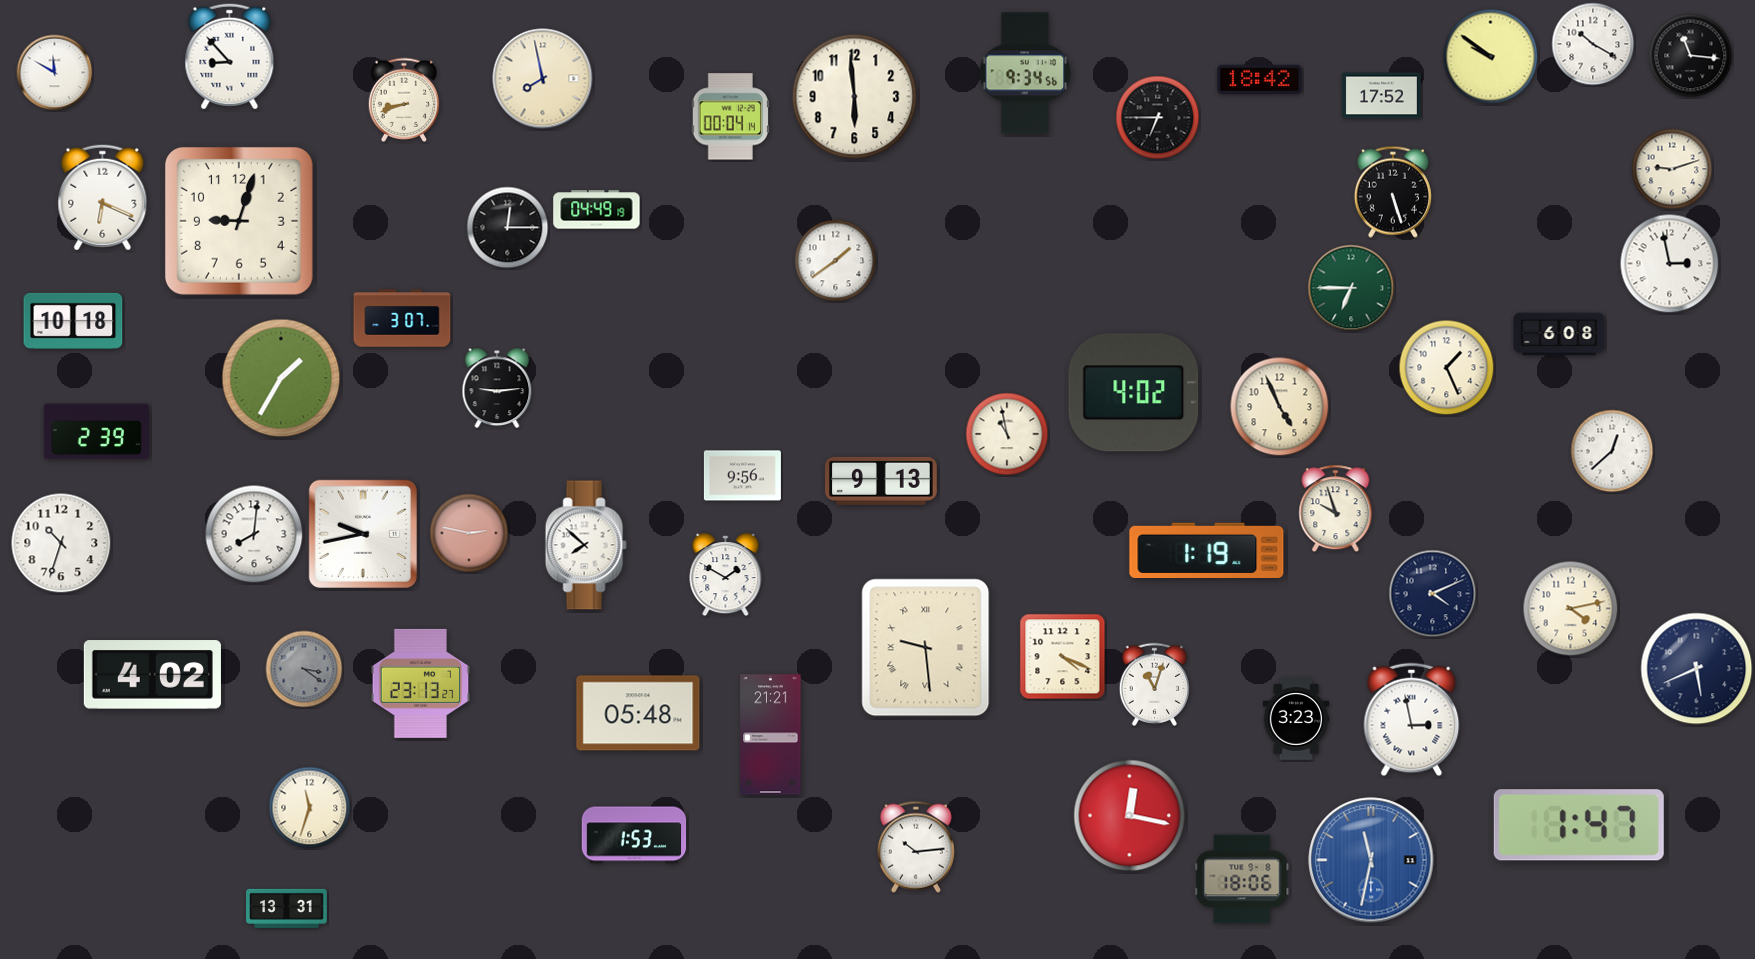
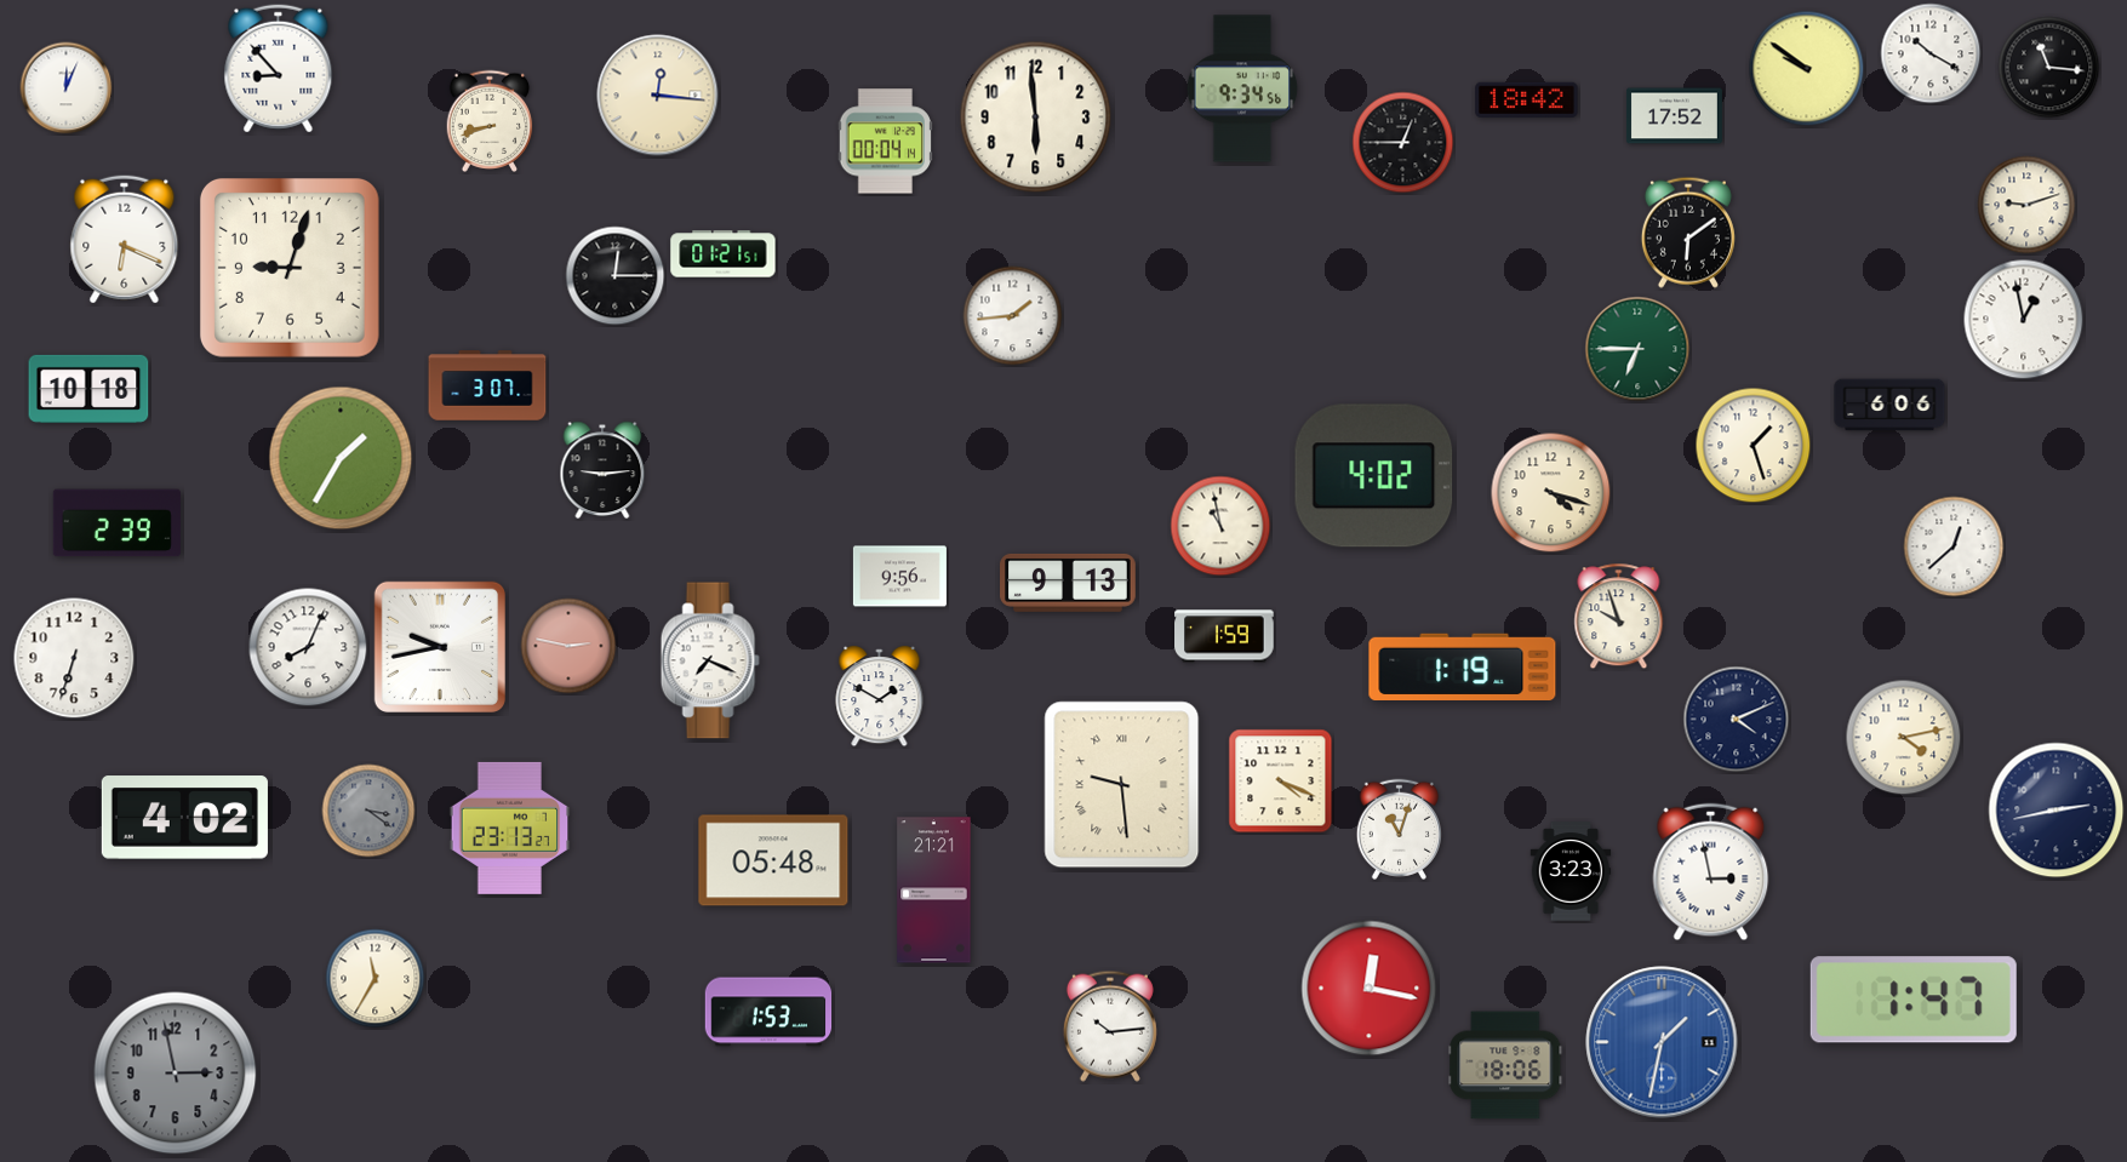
clock at (55, 73): 11:50 -> 12:04
clock at (543, 79): 7:58 -> 12:16
clock at (1260, 79) position: (1260, 79) -> (1527, 99)
clock at (1158, 118): 6:45 -> 12:45
clock at (1393, 192): 5:27 -> 6:09
clock at (597, 210): 04:49 -> 01:21
clock at (836, 261): 1:39 -> 1:44
clock at (1670, 264): 2:58 -> 12:58
clock at (1559, 334): 6:08 -> 6:06
clock at (1447, 368): 1:26 -> 1:27
clock at (1280, 407): 4:56 -> 4:18
clock at (1224, 636): none -> 1:59
clock at (254, 534): 8:01 -> 8:04
clock at (61, 543): 10:33 -> 6:33
clock at (586, 545): 7:52 -> 7:19
clock at (1063, 657) position: (1063, 657) -> (1281, 782)
clock at (1697, 669): 5:41 -> 2:43
clock at (638, 713) position: (638, 713) -> (773, 860)
clock at (310, 808): 11:33 -> 11:35
clock at (1371, 860): 11:32 -> 1:32
clock at (176, 1074): none -> 2:58
clock at (287, 908): 13:31 -> none
